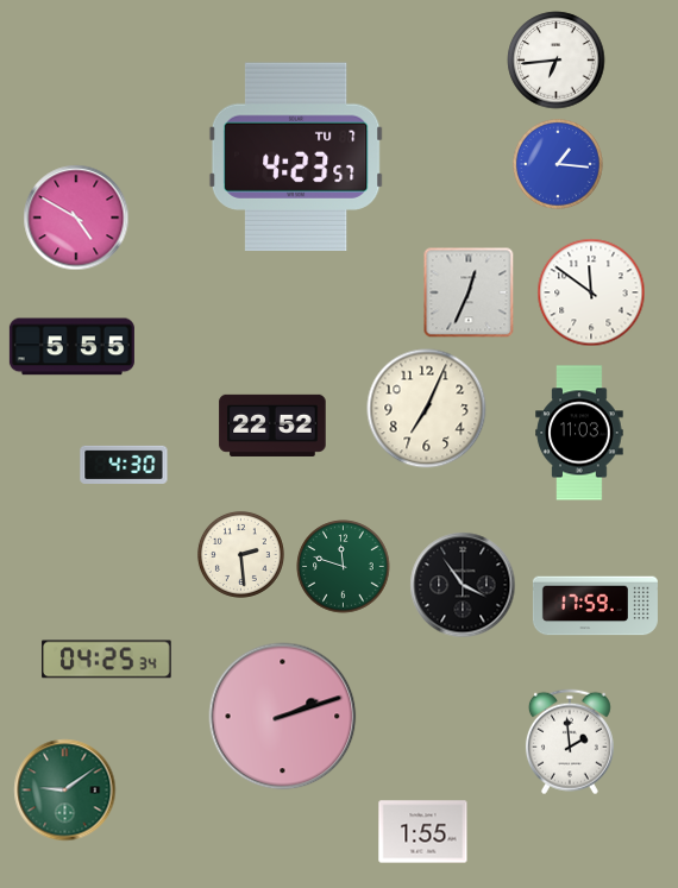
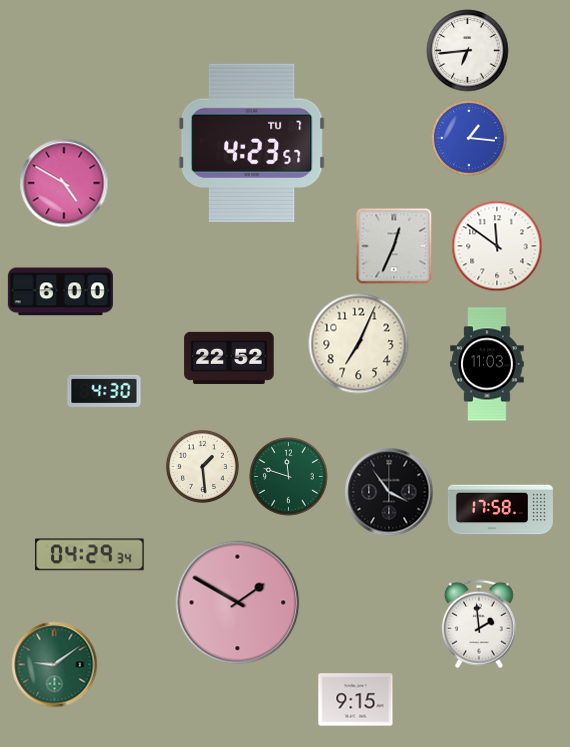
clock at (296, 156) position: (296, 156) -> (252, 142)
clock at (71, 347): 5:55 -> 6:00
clock at (240, 554): 2:29 -> 1:29
clock at (595, 606): 17:59 -> 17:58
clock at (107, 660): 04:25 -> 04:29
clock at (283, 717): 2:12 -> 1:50
clock at (423, 832): 1:55 -> 9:15
